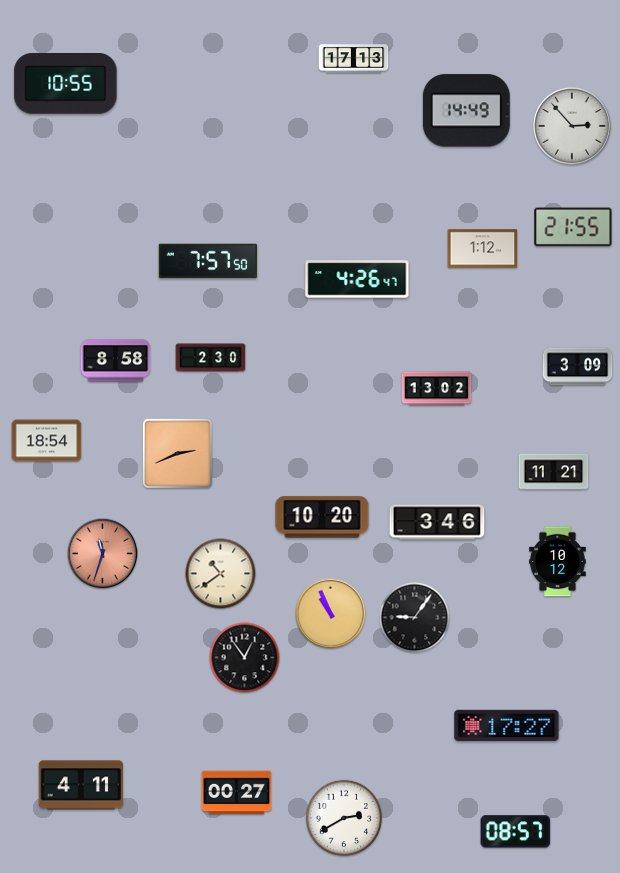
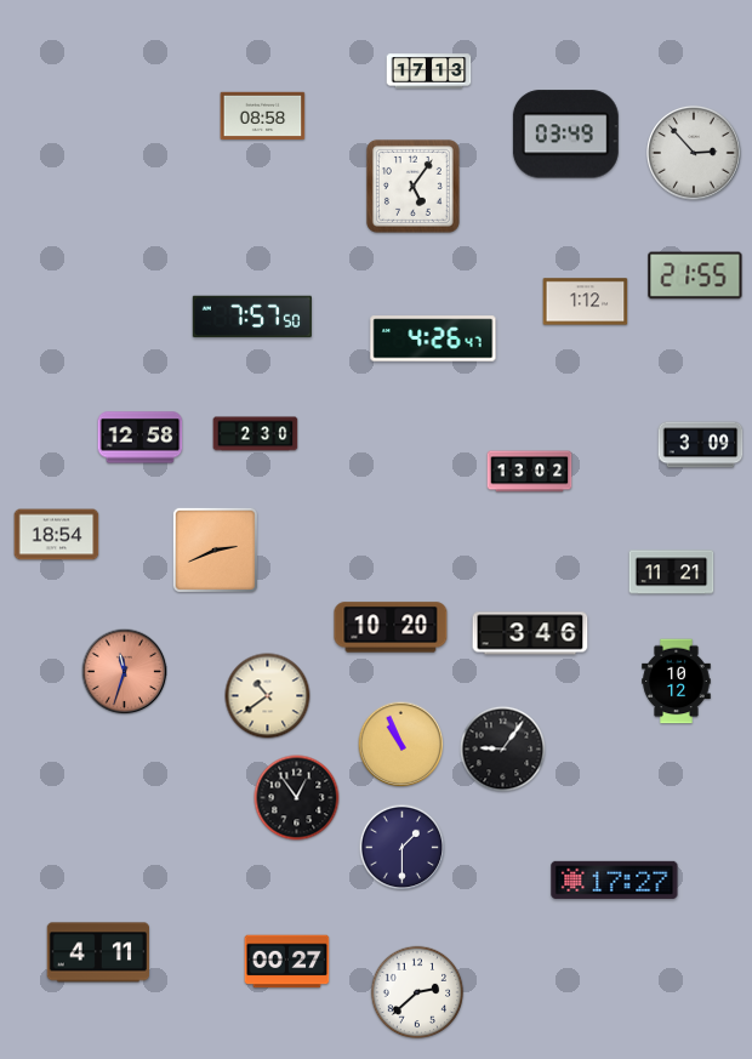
clock at (66, 84): 10:55 -> none
clock at (263, 116): none -> 08:58
clock at (466, 111): 14:49 -> 03:49
clock at (412, 186): none -> 5:06
clock at (116, 361): 8:58 -> 12:58
clock at (403, 848): none -> 1:30
clock at (344, 818): 2:40 -> 2:38
clock at (516, 832): 08:57 -> none
